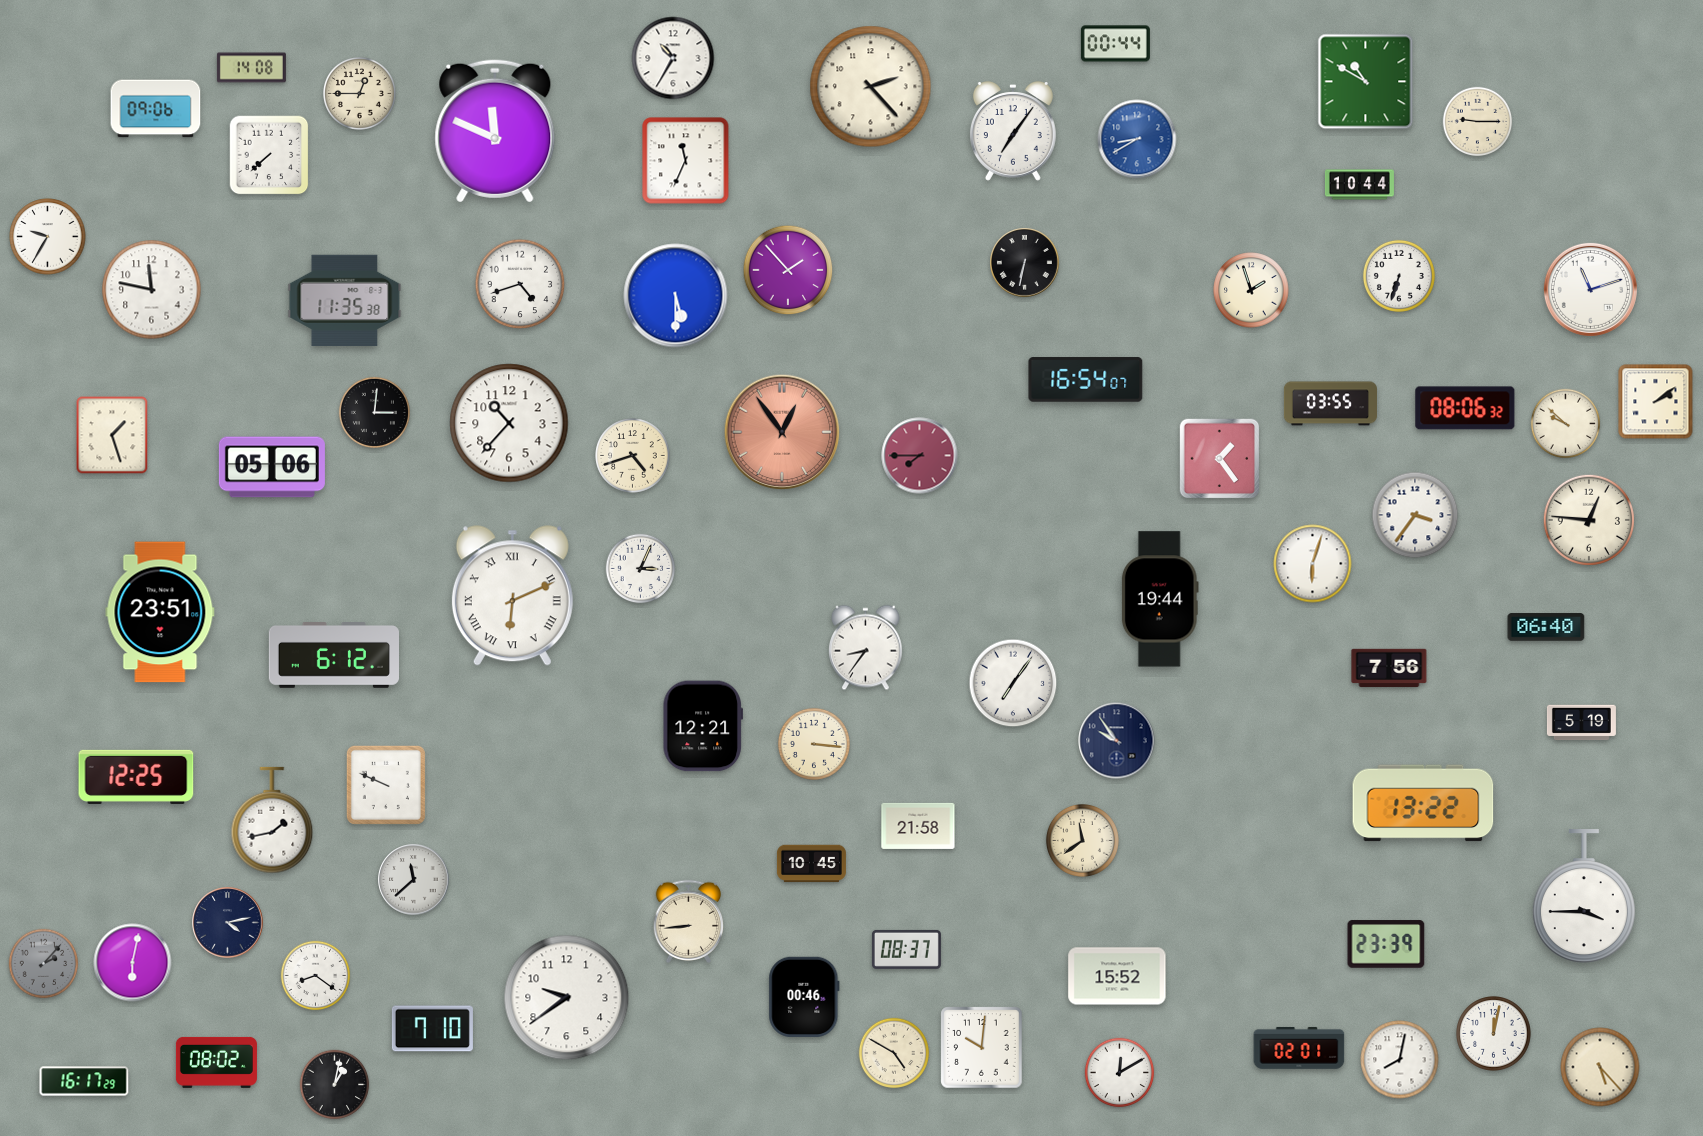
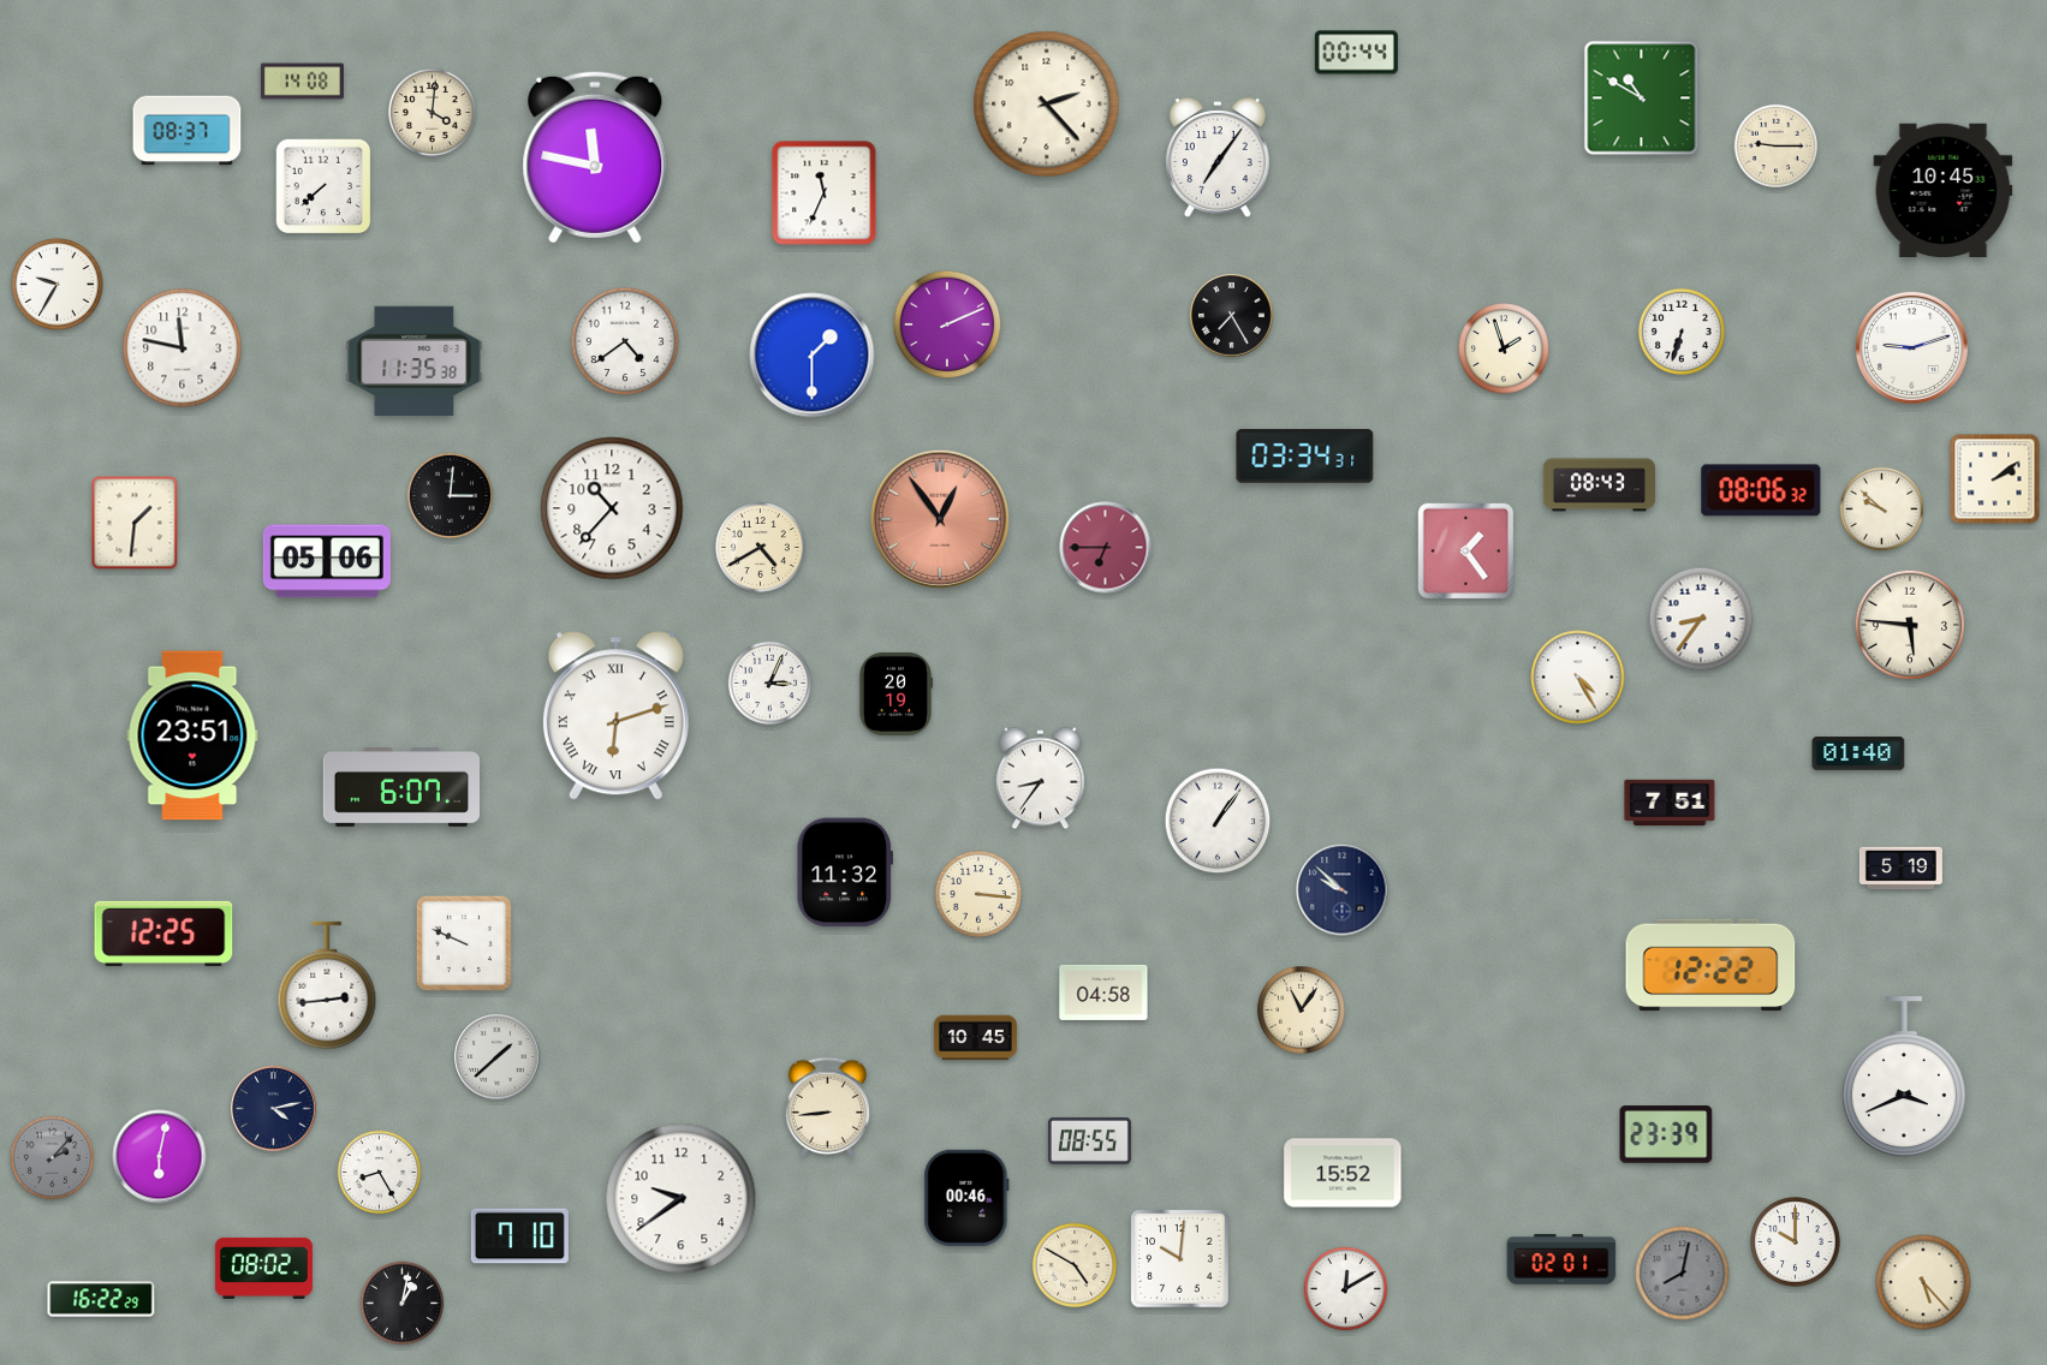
clock at (1115, 44) position: (1115, 44) -> (1356, 53)
clock at (673, 58): 10:35 -> none
clock at (359, 93): 12:45 -> 4:01
clock at (156, 109): 09:06 -> 08:37
clock at (495, 131): 11:49 -> 11:47
clock at (1137, 139): 8:40 -> none
clock at (1944, 190): none -> 10:45
clock at (1359, 185): 10:44 -> none
clock at (1025, 263): 6:32 -> 7:25
clock at (788, 270): 1:53 -> 2:11
clock at (520, 284): 4:42 -> 4:39
clock at (1590, 289): 11:12 -> 9:12
clock at (676, 296): 5:30 -> 1:30
clock at (1086, 380): 16:54 -> 03:34
clock at (1656, 402) position: (1656, 402) -> (1995, 479)
clock at (1330, 404): 03:55 -> 08:43
clock at (112, 435): 1:27 -> 1:31
clock at (633, 456): 4:42 -> 4:40
clock at (920, 456): 7:45 -> 6:45
clock at (1415, 515): 3:36 -> 8:36
clock at (1589, 520): 12:46 -> 5:46
clock at (1313, 564): 6:03 -> 4:25
clock at (895, 693): none -> 20:19
clock at (512, 596): 6:11 -> 6:12
clock at (1160, 599): 19:44 -> none
clock at (1546, 627): 06:40 -> 01:40
clock at (333, 656): 6:12 -> 6:07
clock at (1389, 668): 7:56 -> 7:51
clock at (1013, 683): 7:06 -> 1:06
clock at (702, 726): 12:21 -> 11:32
clock at (1117, 741): 9:54 -> 9:52
clock at (1423, 803): 13:22 -> 12:22
clock at (272, 820): 1:43 -> 2:44
clock at (918, 826): 21:58 -> 04:58
clock at (1082, 840): 11:39 -> 11:06
clock at (414, 880): 11:38 -> 1:38
clock at (1584, 896): 3:45 -> 3:41
clock at (906, 949): 08:37 -> 08:55
clock at (316, 976): 8:21 -> 8:25
clock at (1494, 1034): 12:02 -> 10:00
clock at (1400, 1060) dial: white -> grey
clock at (216, 1062) position: (216, 1062) -> (263, 1268)
clock at (84, 1081): 16:17 -> 16:22
